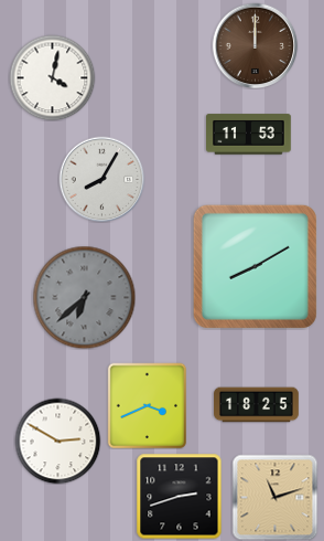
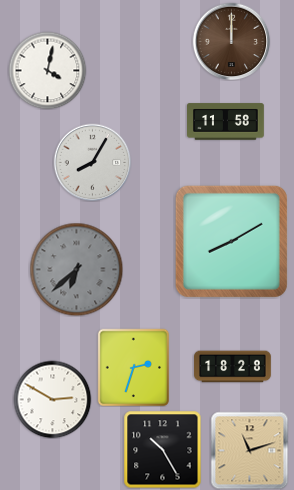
clock at (249, 135): 11:53 -> 11:58
clock at (148, 405): 3:41 -> 2:33
clock at (257, 405): 18:25 -> 18:28
clock at (179, 496): 2:42 -> 10:25
